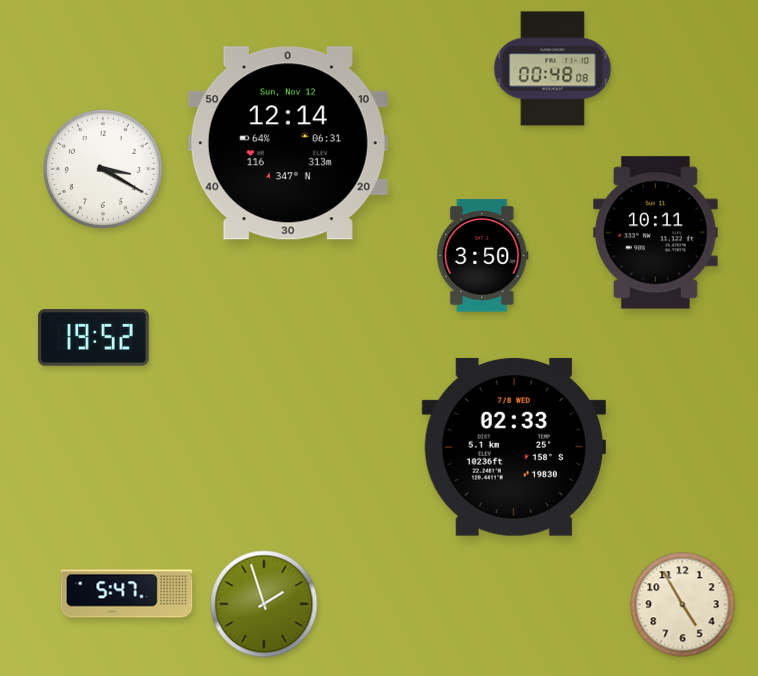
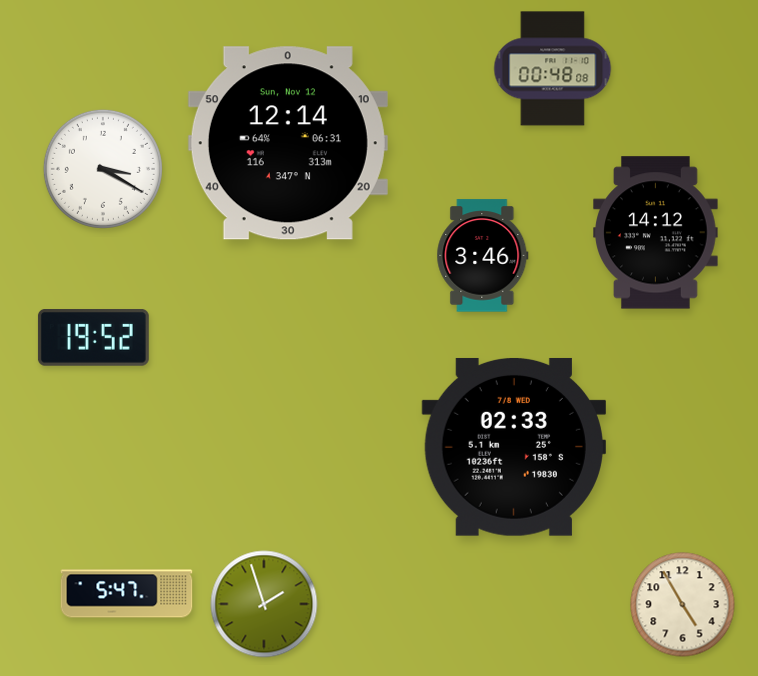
clock at (656, 233): 10:11 -> 14:12
clock at (483, 256): 3:50 -> 3:46
